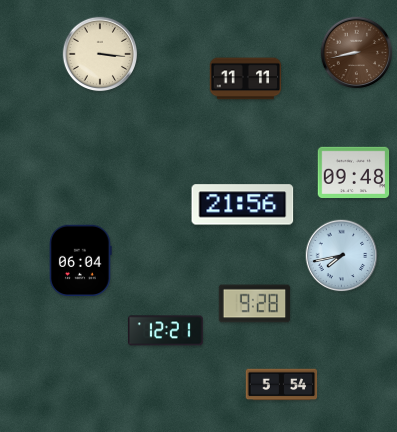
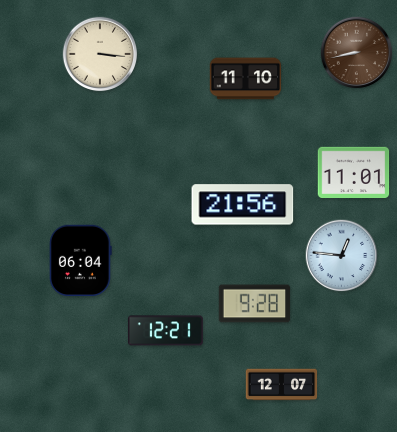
clock at (246, 79): 11:11 -> 11:10
clock at (354, 172): 09:48 -> 11:01
clock at (342, 256): 7:43 -> 12:46
clock at (282, 385): 5:54 -> 12:07
